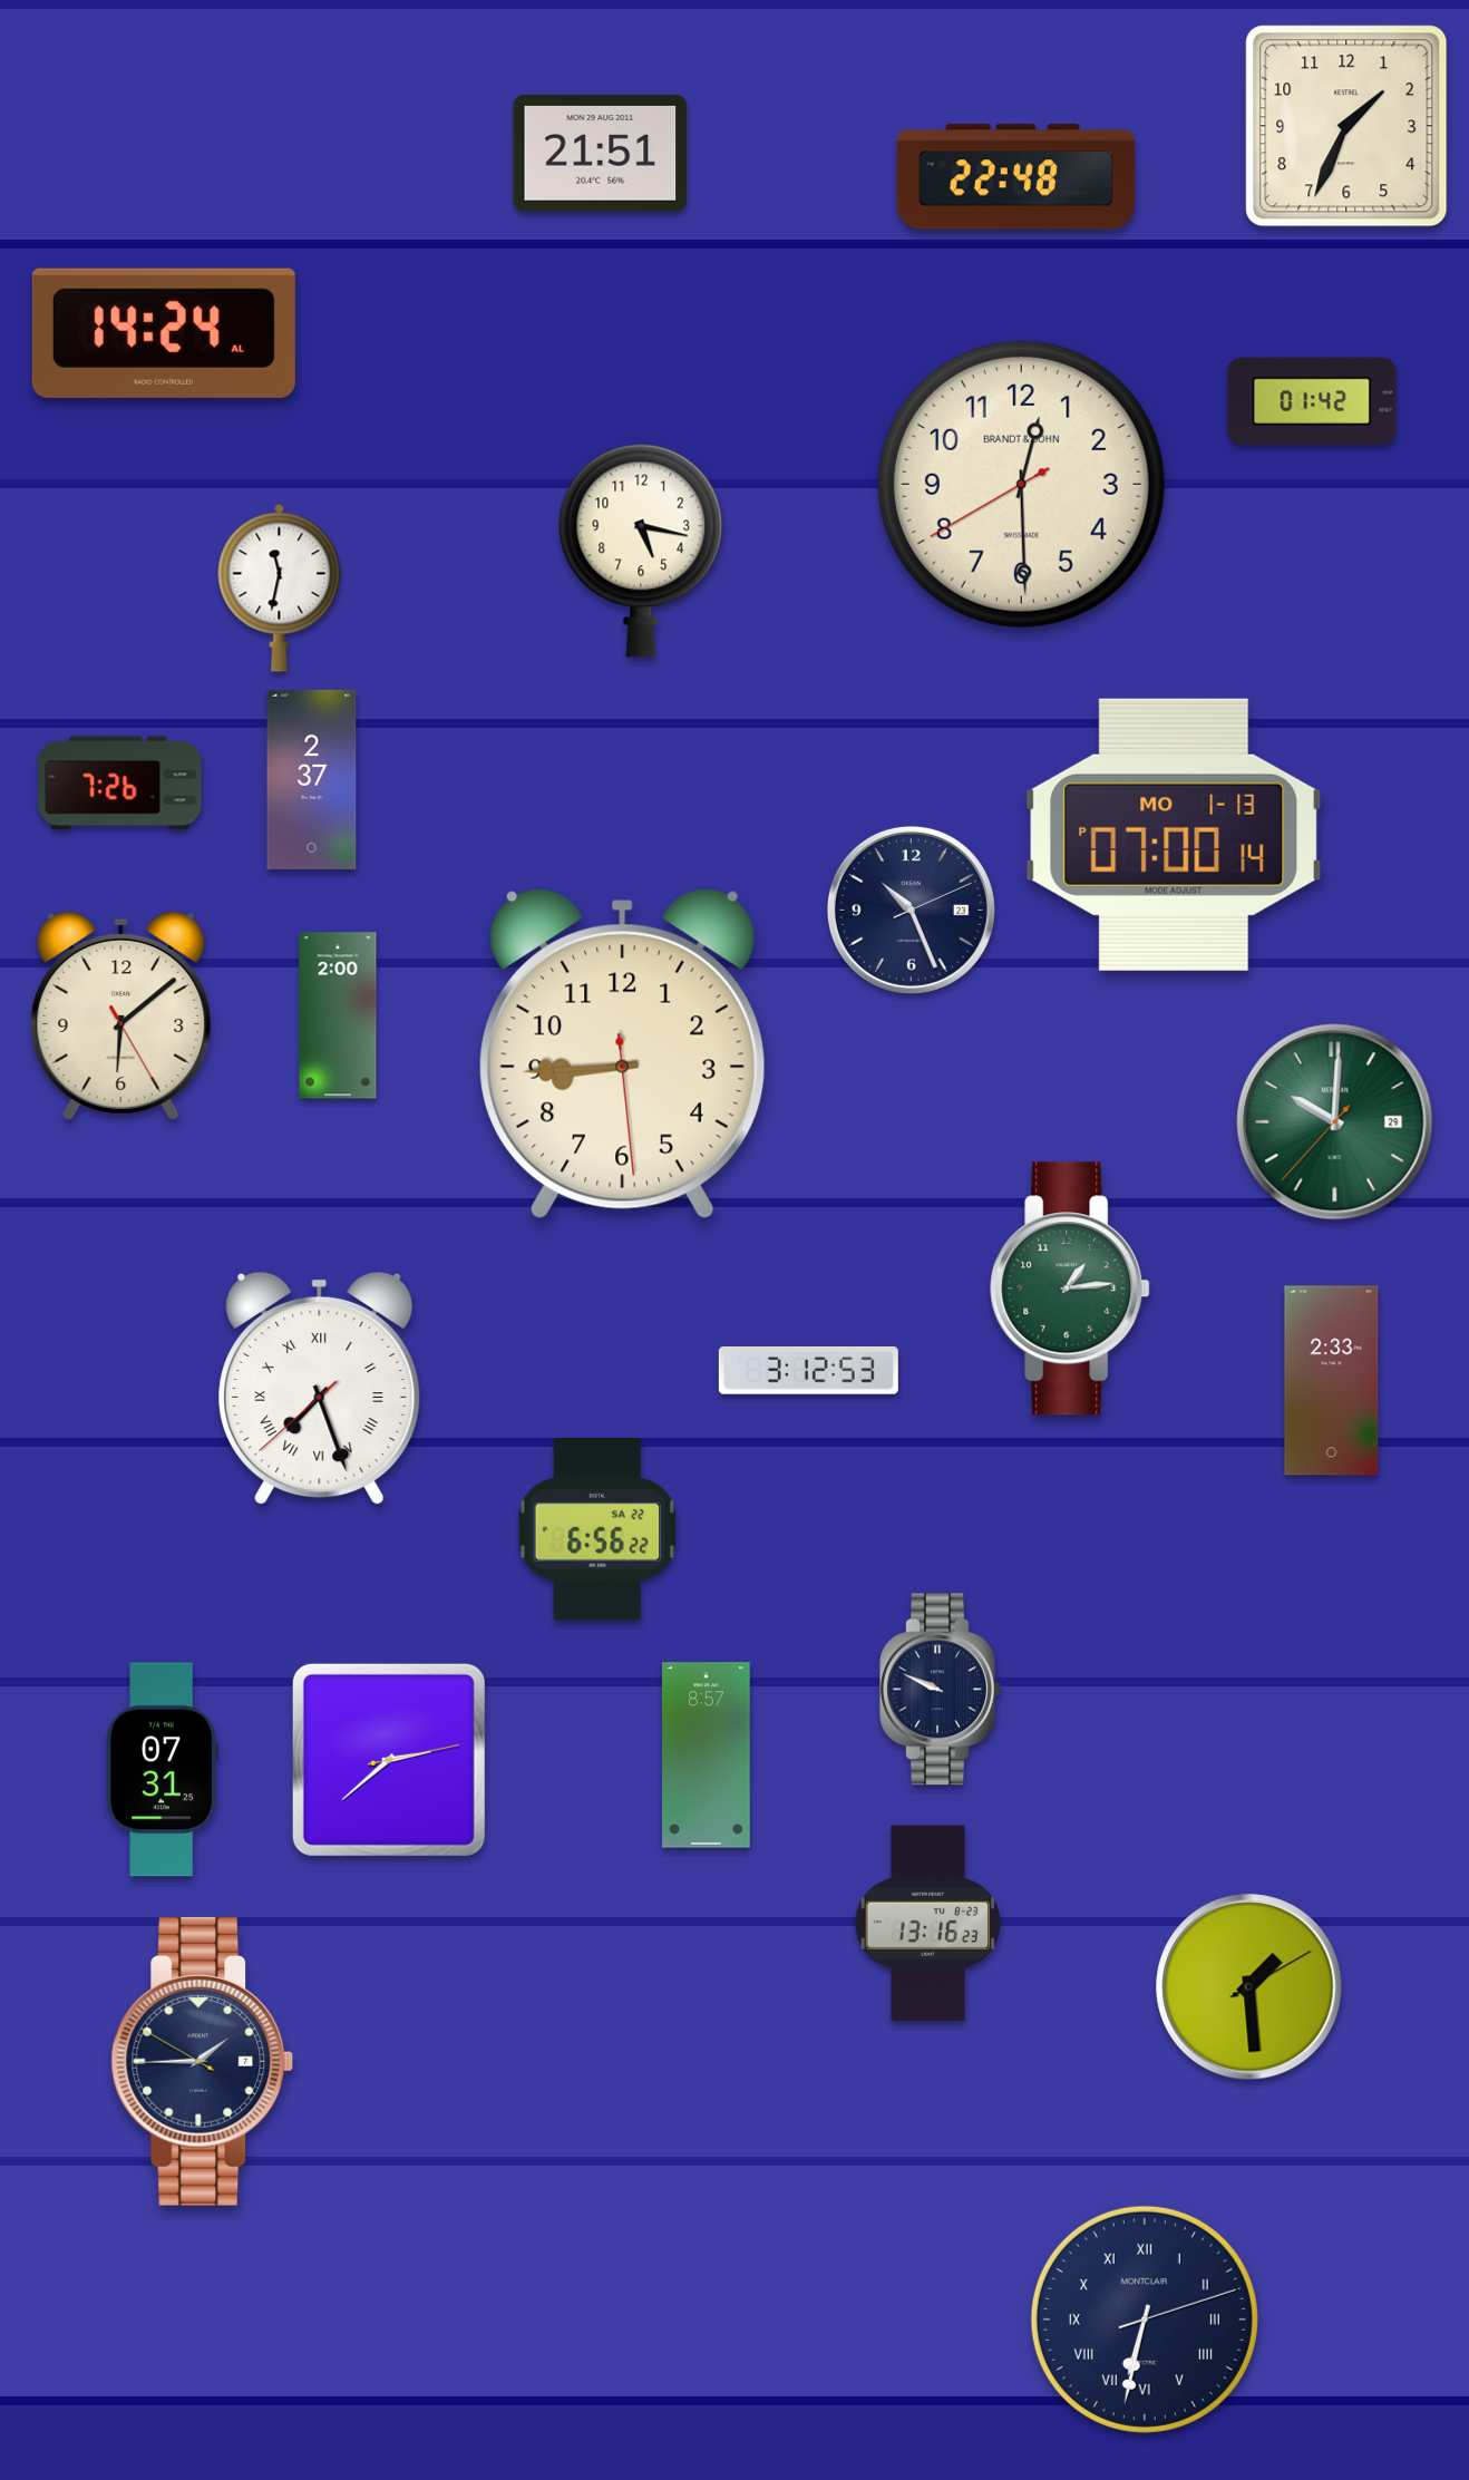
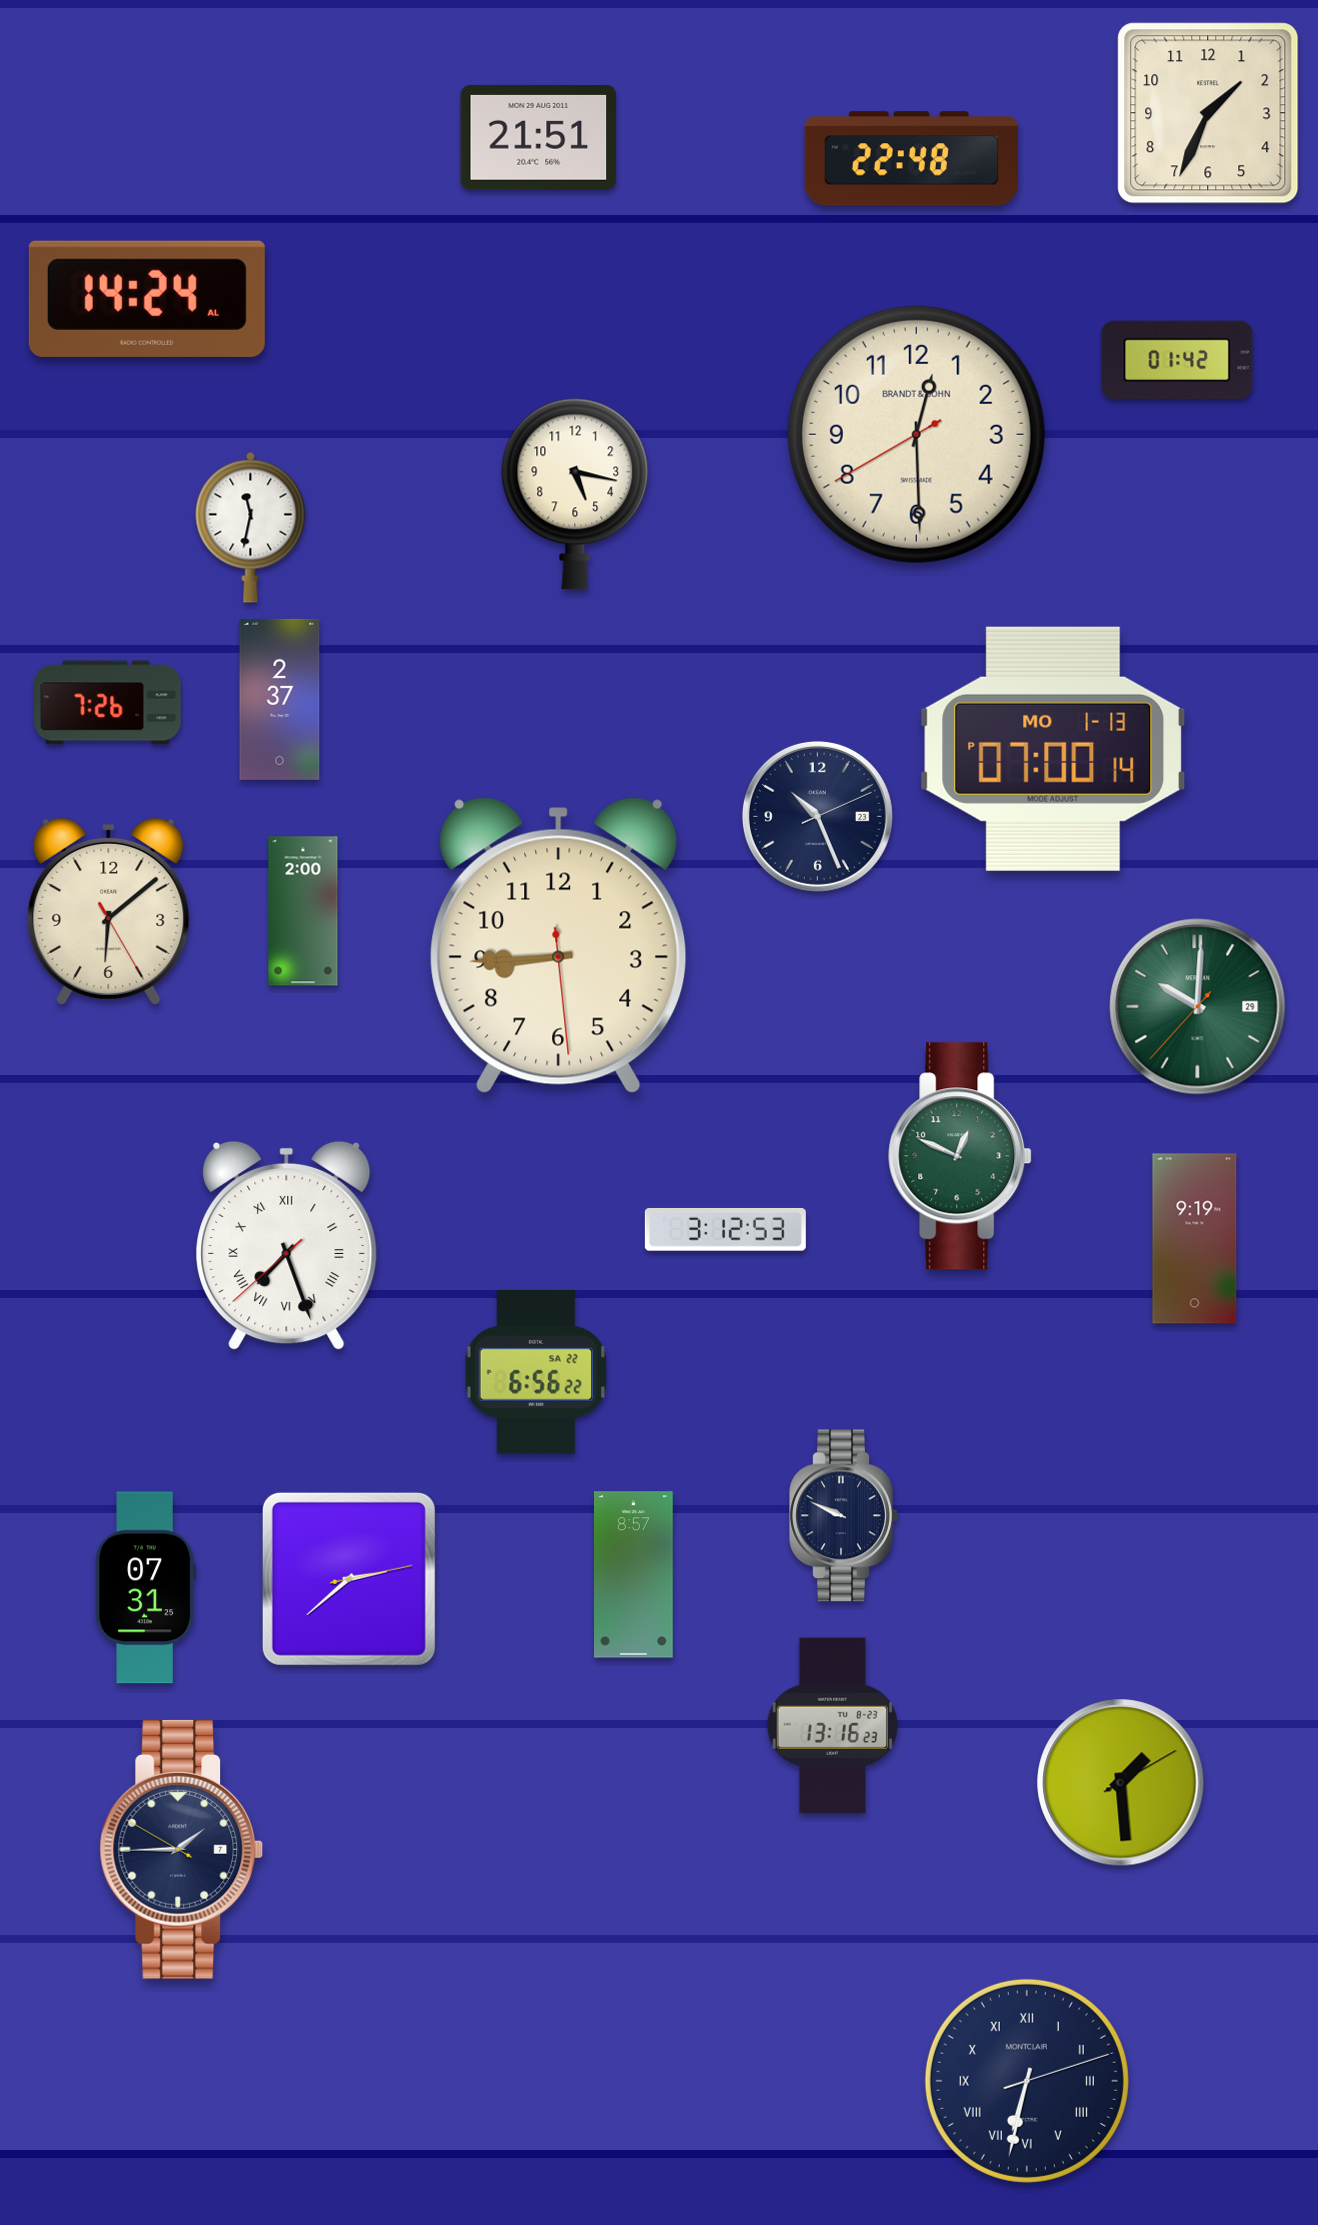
clock at (1070, 1288): 1:14 -> 12:49
clock at (1332, 1381): 2:33 -> 9:19
